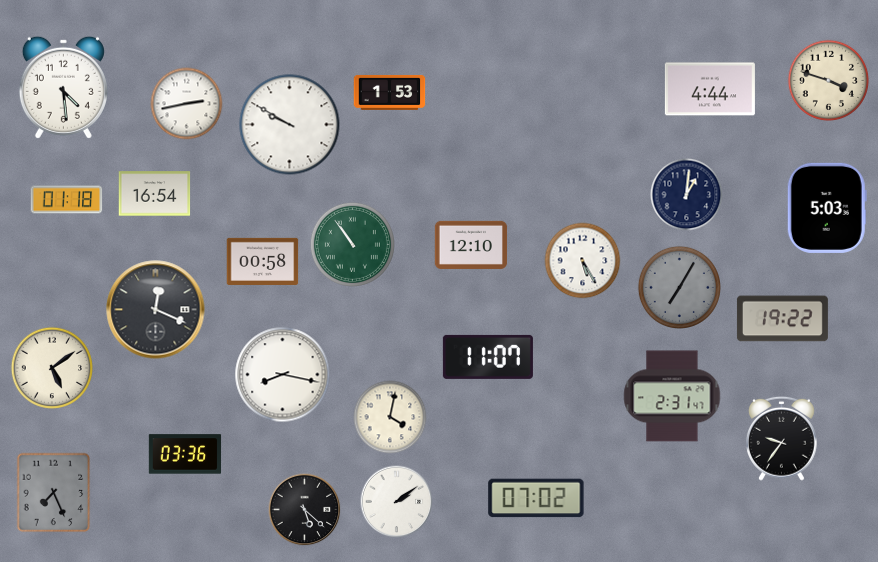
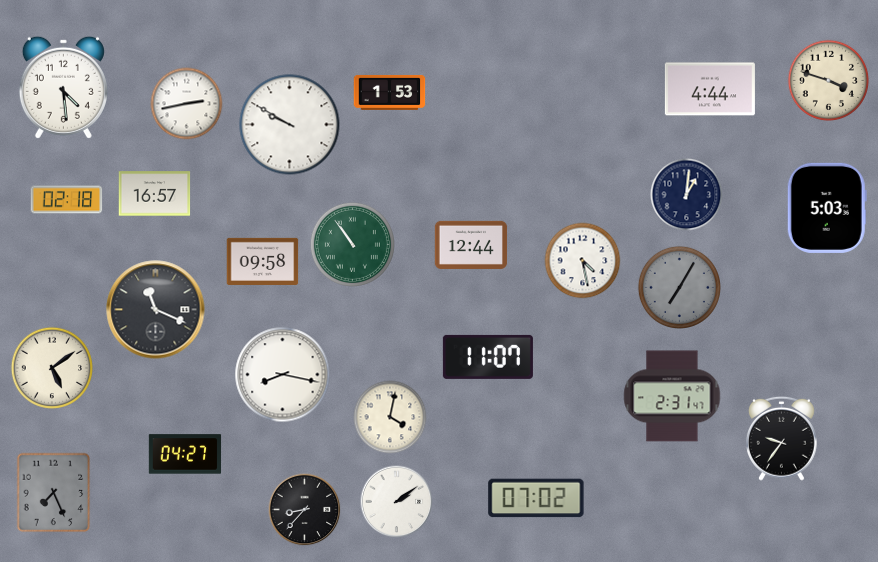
clock at (155, 194): 16:54 -> 16:57
clock at (67, 200): 01:18 -> 02:18
clock at (471, 245): 12:10 -> 12:44
clock at (263, 261): 00:58 -> 09:58
clock at (583, 261): 5:25 -> 4:28
clock at (156, 310): 12:19 -> 11:19
clock at (782, 319): 19:22 -> none
clock at (185, 454): 03:36 -> 04:27
clock at (305, 510): 5:22 -> 8:37
